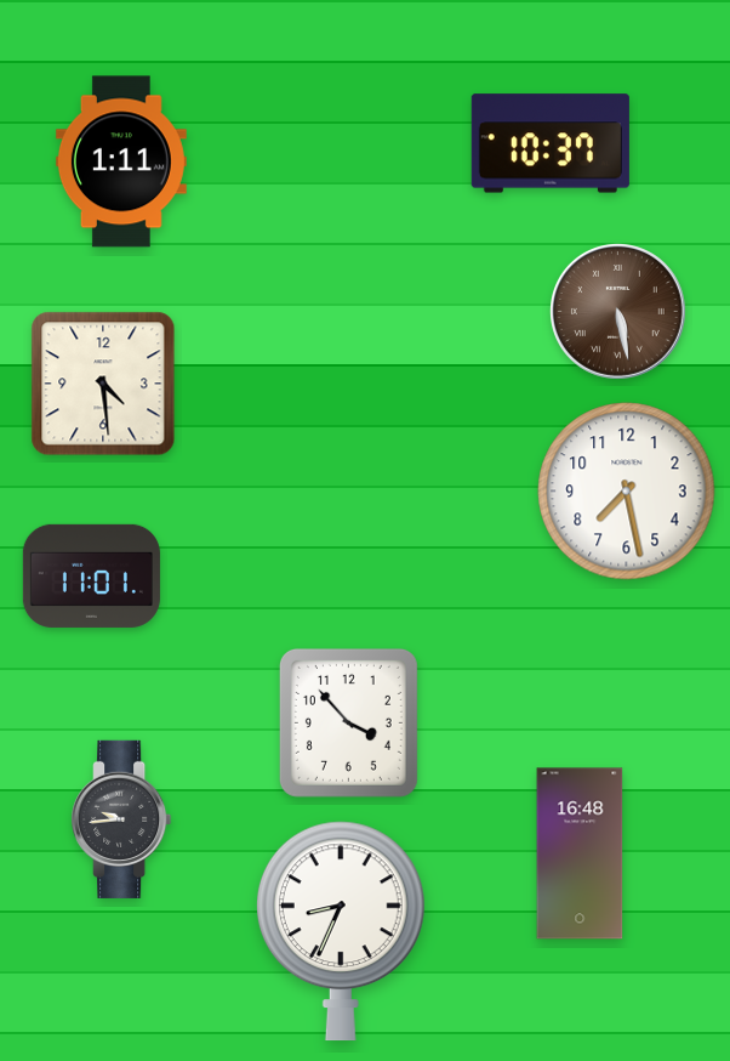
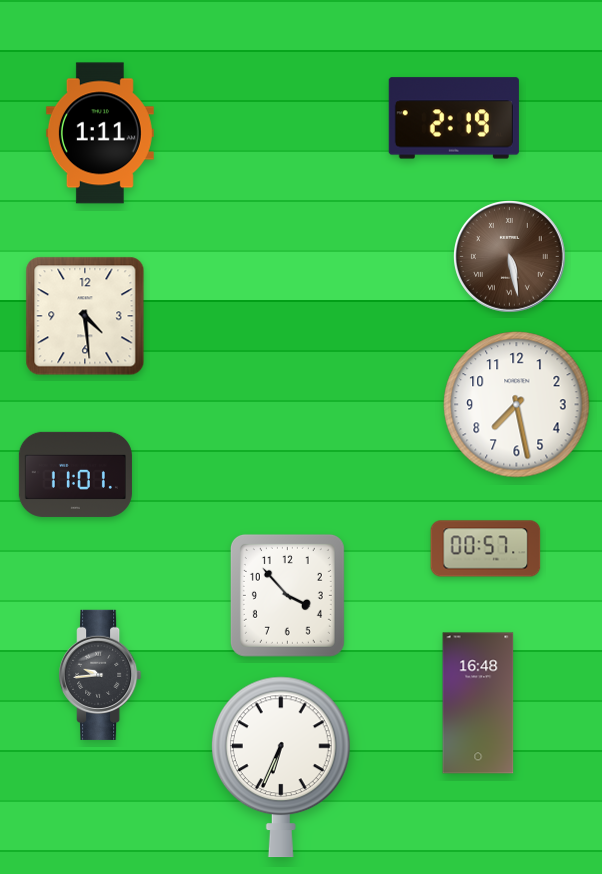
clock at (551, 143): 10:37 -> 2:19
clock at (486, 549): none -> 00:57
clock at (341, 931): 8:34 -> 6:34
